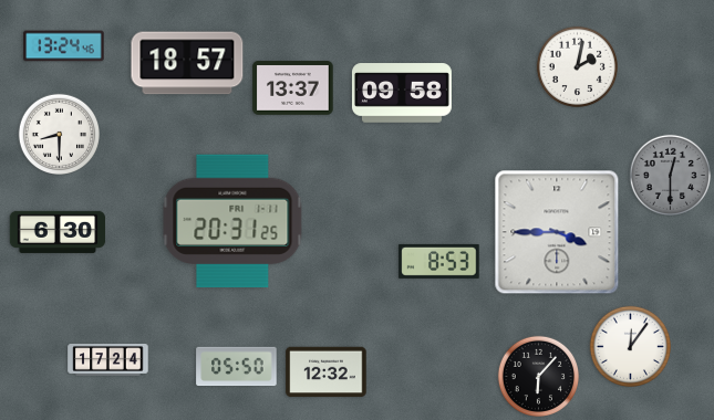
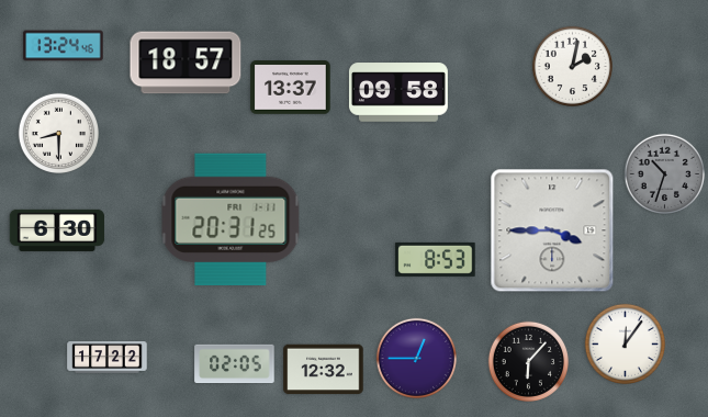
clock at (670, 175): 12:30 -> 10:33
clock at (108, 360): 17:24 -> 17:22
clock at (416, 358): none -> 12:45
clock at (237, 367): 05:50 -> 02:05
clock at (538, 376) position: (538, 376) -> (528, 361)
